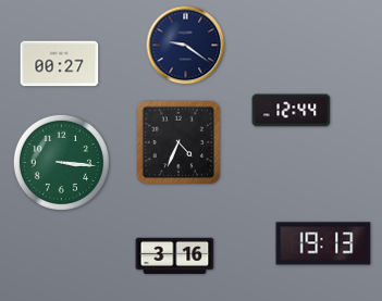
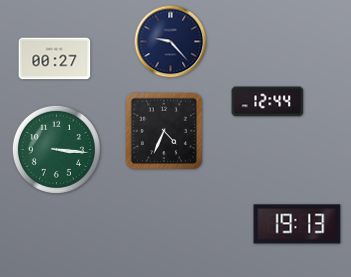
clock at (186, 46): 9:21 -> 9:23
clock at (175, 256): 3:16 -> none
